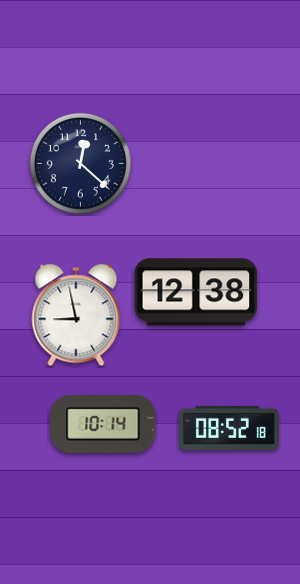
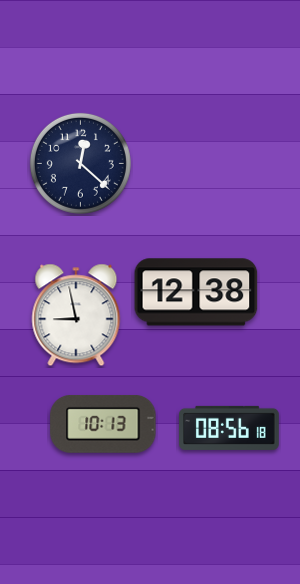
clock at (103, 424): 10:14 -> 10:13
clock at (229, 428): 08:52 -> 08:56
